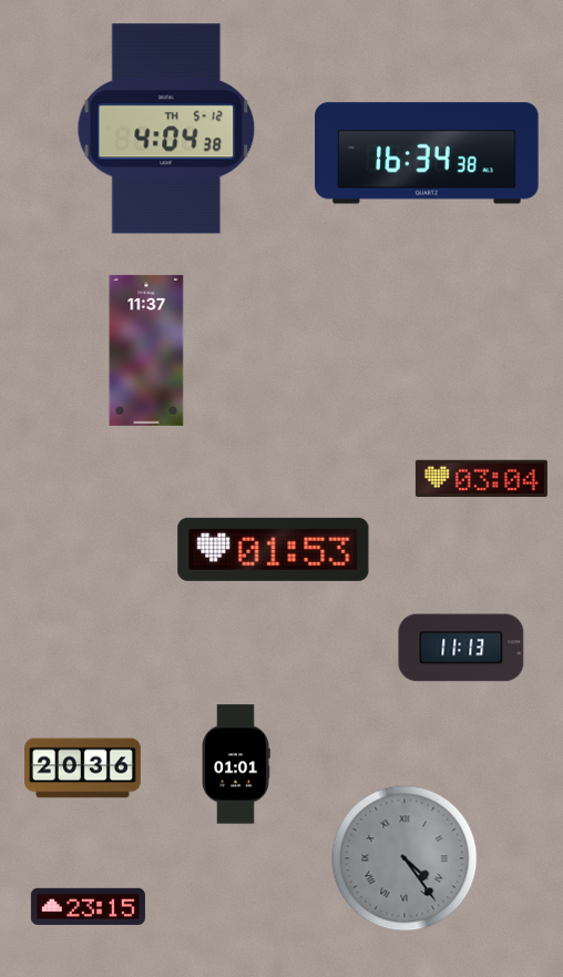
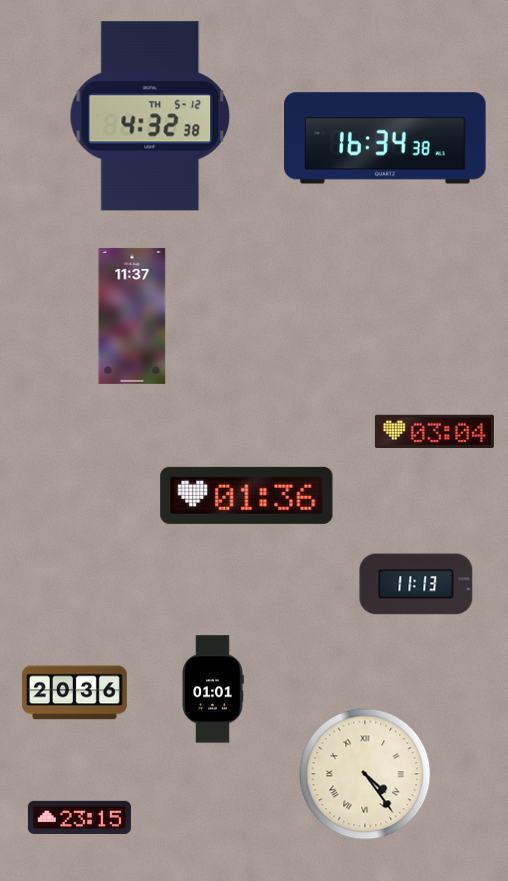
clock at (166, 129): 4:04 -> 4:32
clock at (274, 549): 01:53 -> 01:36
clock at (405, 858) dial: grey -> cream
